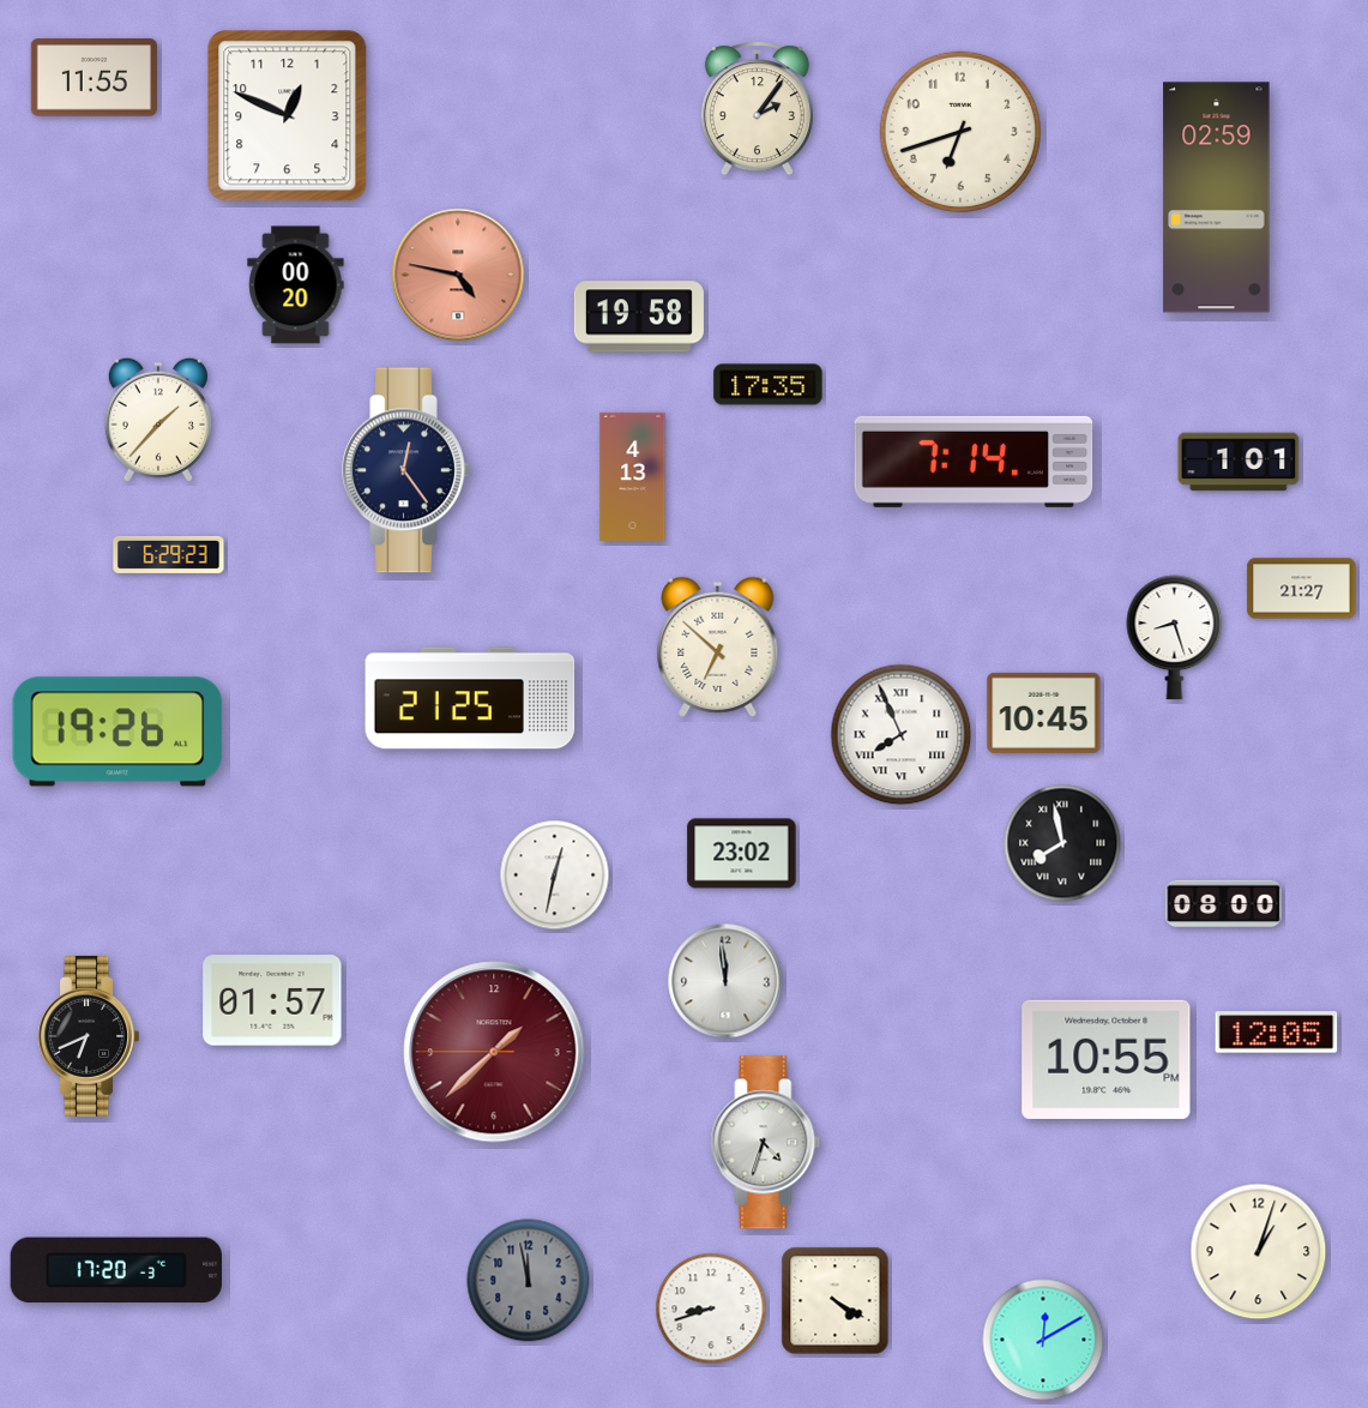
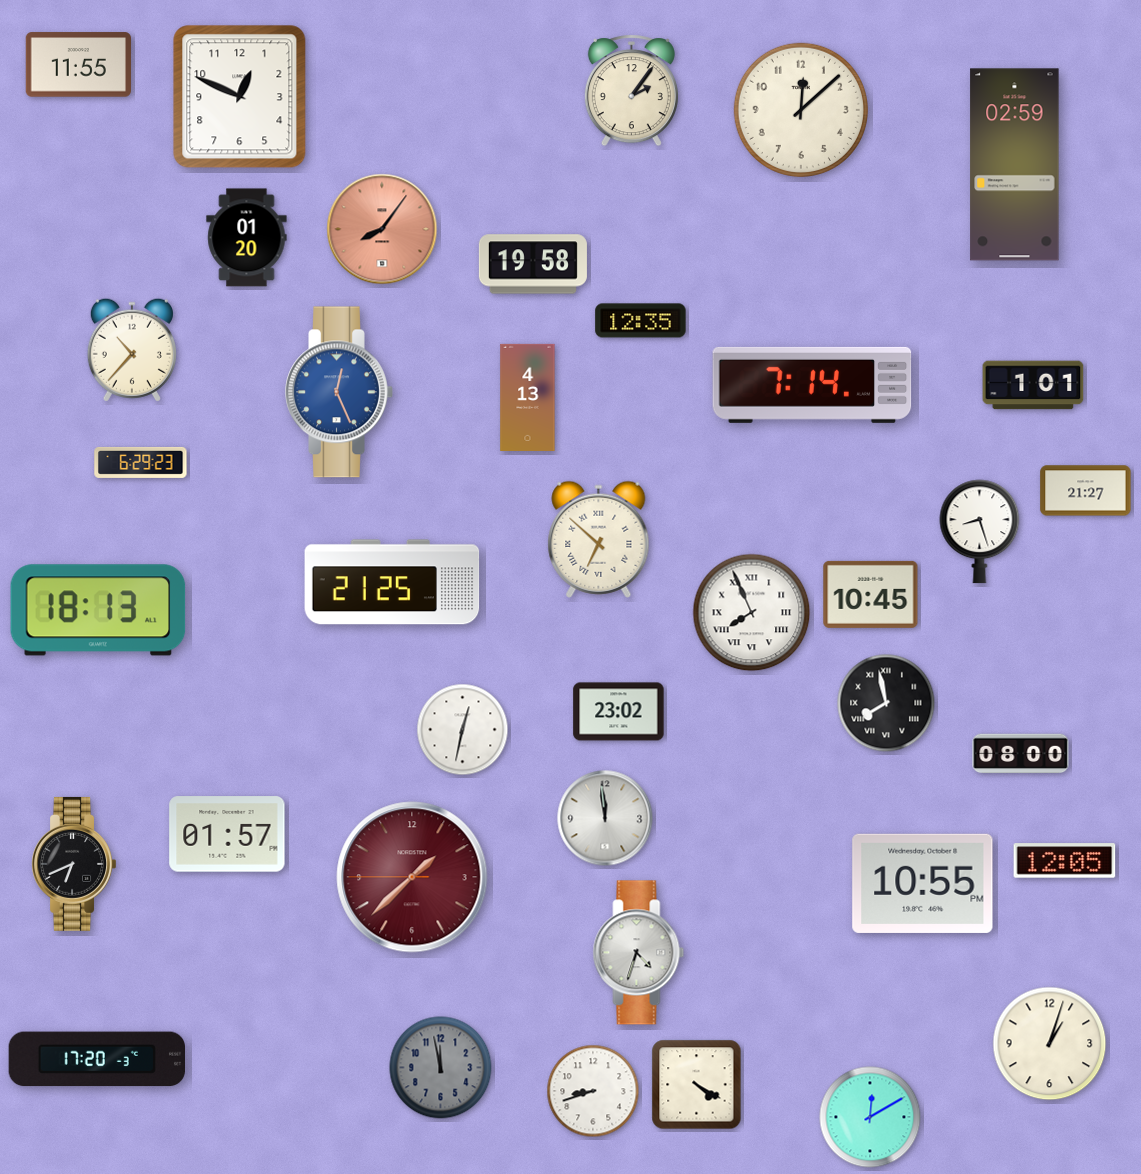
clock at (960, 132): 6:42 -> 12:08
clock at (458, 275): 4:47 -> 8:06
clock at (296, 285): 00:20 -> 01:20
clock at (769, 385): 17:35 -> 12:35
clock at (158, 420): 1:37 -> 10:37
clock at (406, 470): 12:24 -> 12:26
clock at (406, 470) dial: navy -> blue
clock at (117, 732): 19:26 -> 18:13
